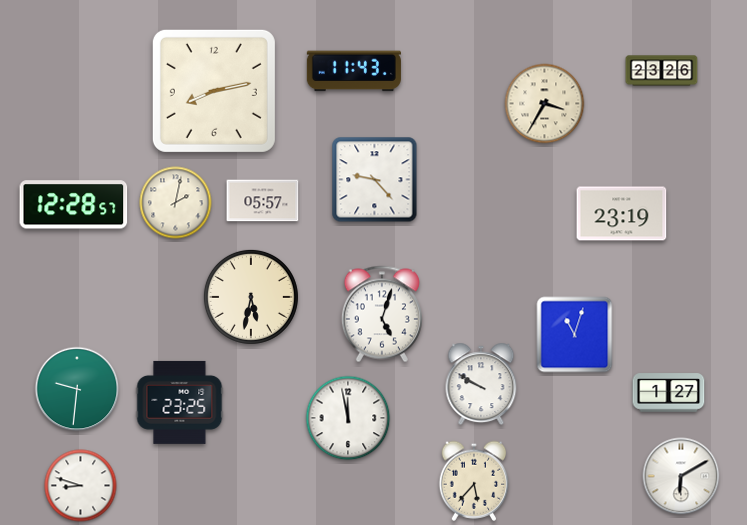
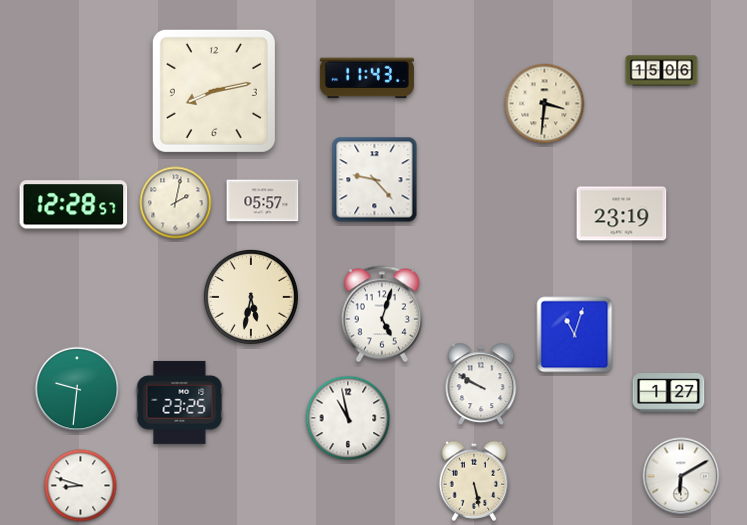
clock at (354, 71) position: (354, 71) -> (367, 78)
clock at (662, 71): 23:26 -> 15:06
clock at (545, 104): 3:35 -> 3:31
clock at (348, 418): 11:58 -> 10:58
clock at (474, 481): 5:37 -> 5:28
